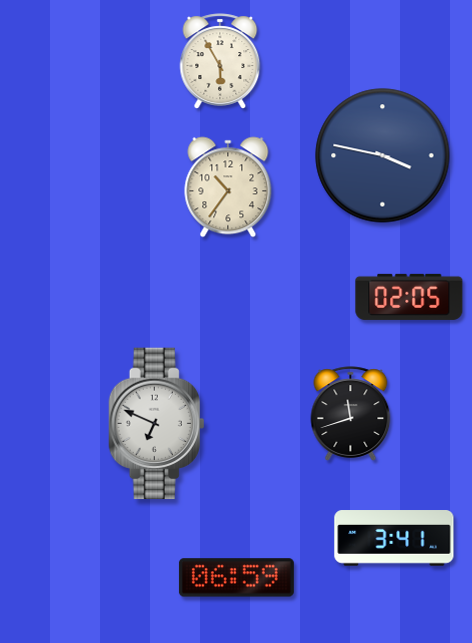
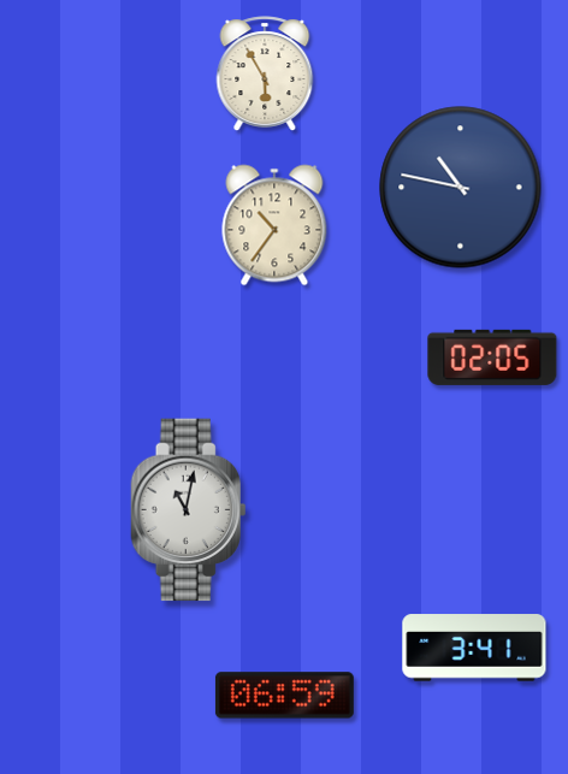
clock at (383, 156): 3:47 -> 10:47
clock at (351, 414): 11:42 -> none
clock at (157, 424): 6:49 -> 11:02
